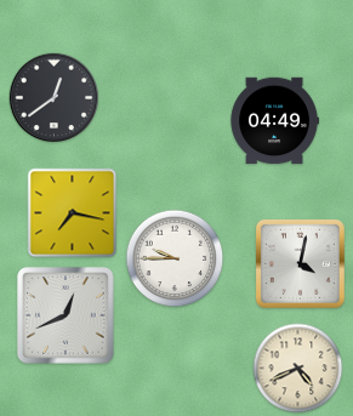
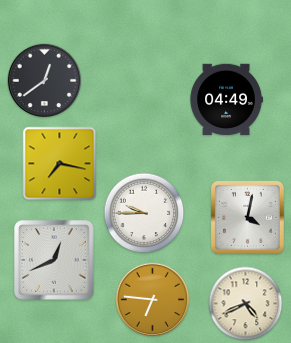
clock at (73, 213) position: (73, 213) -> (60, 164)
clock at (153, 300): none -> 6:46
